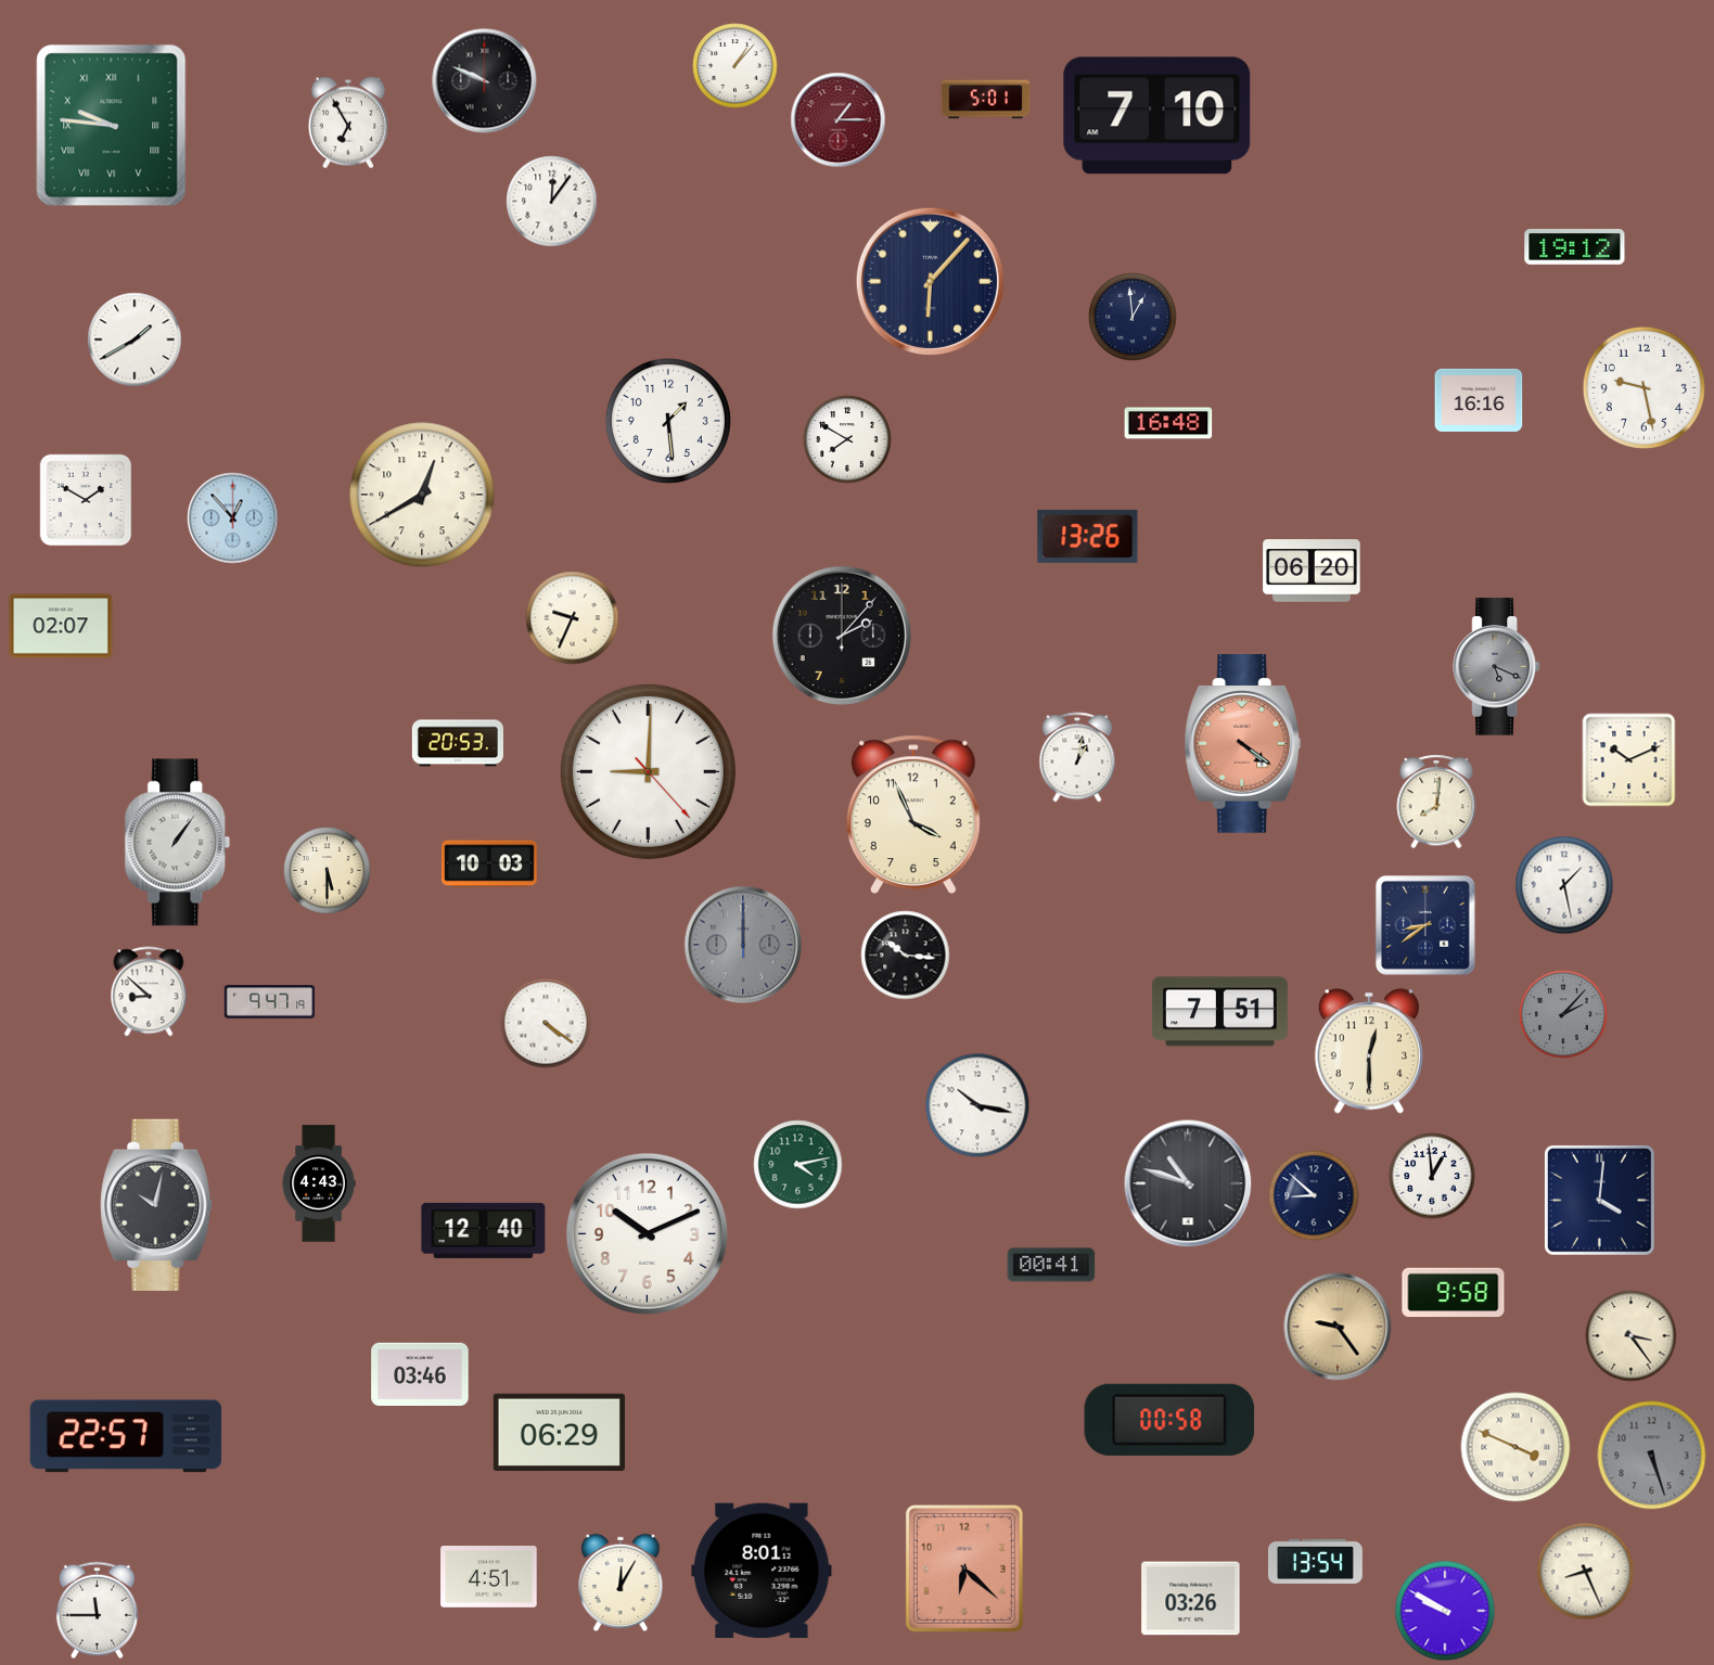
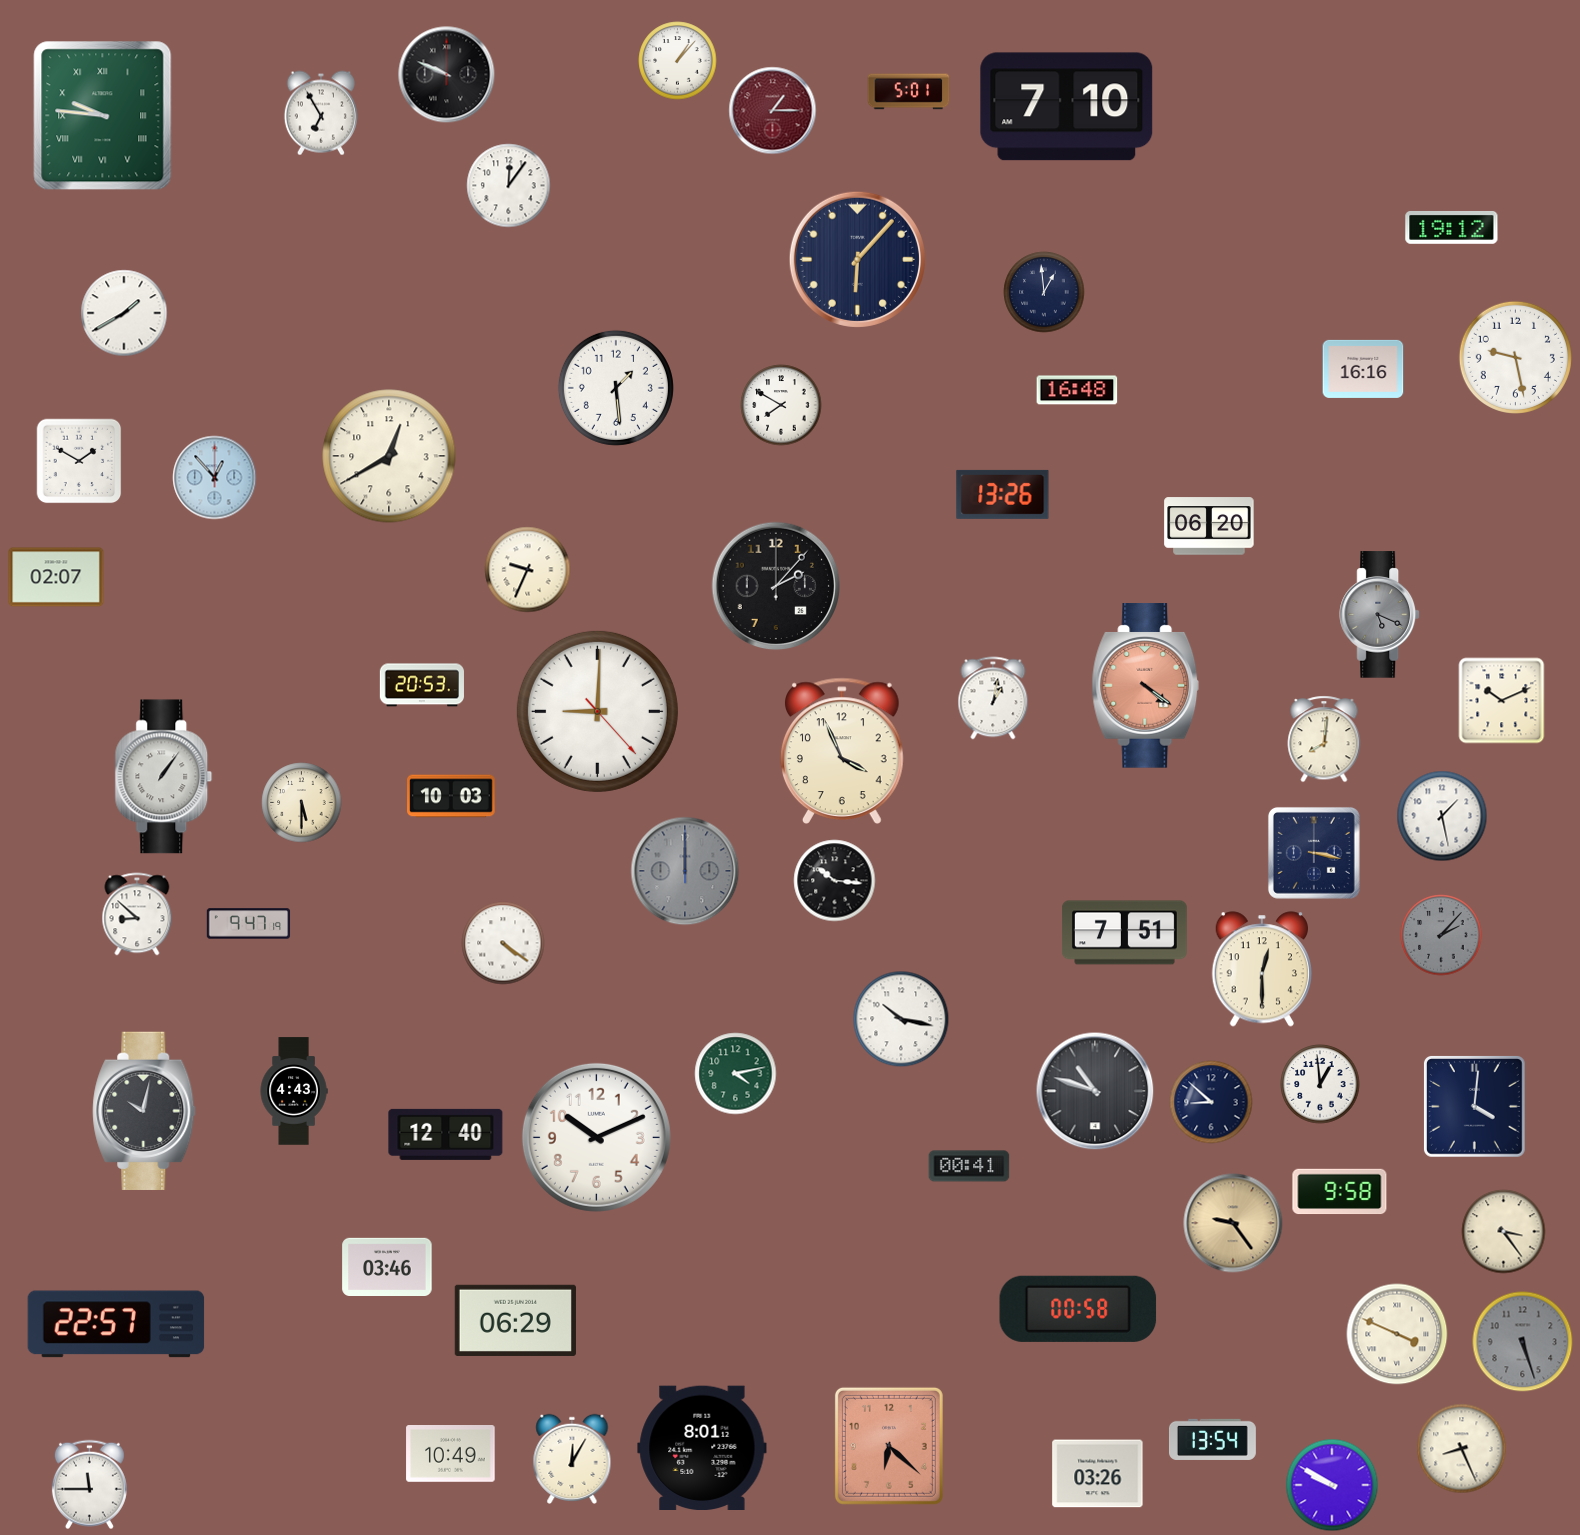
clock at (1425, 925): 8:39 -> 3:17
clock at (489, 1577): 4:51 -> 10:49
